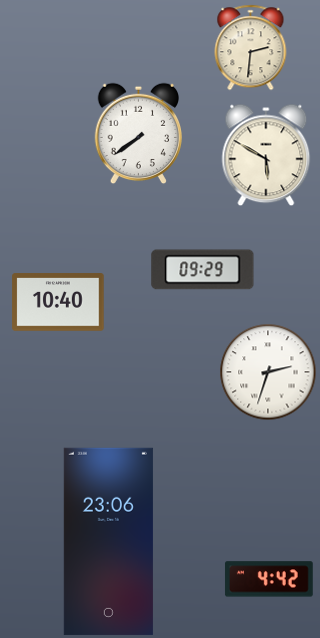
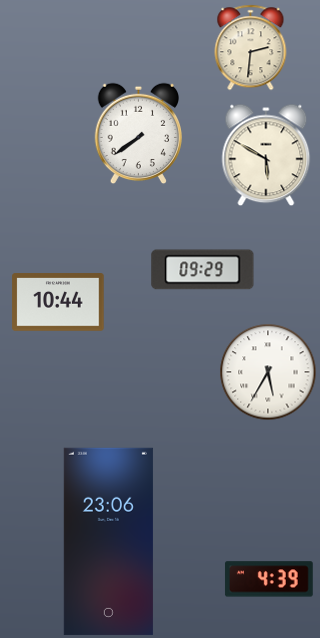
clock at (58, 302): 10:40 -> 10:44
clock at (268, 372): 2:33 -> 5:35
clock at (269, 579): 4:42 -> 4:39
